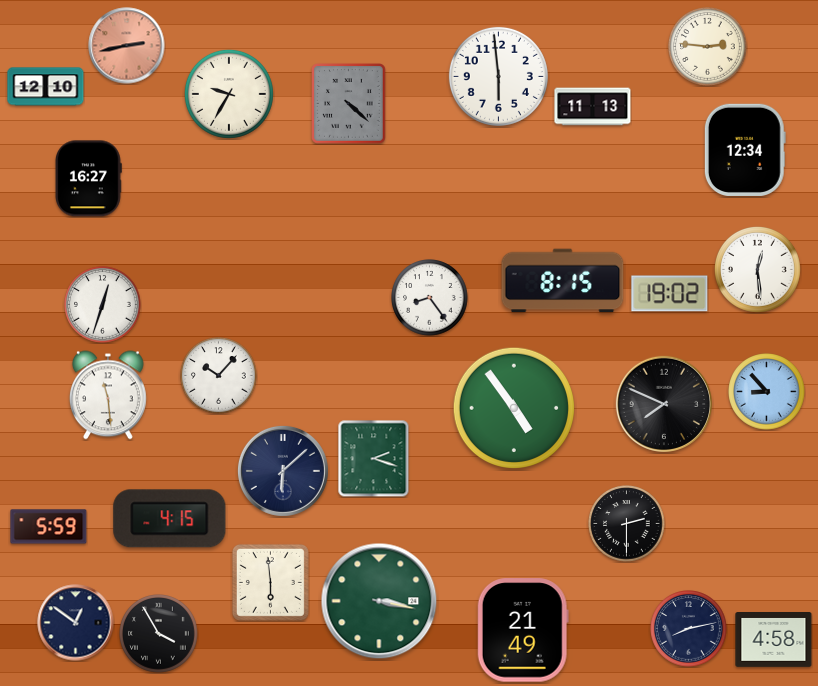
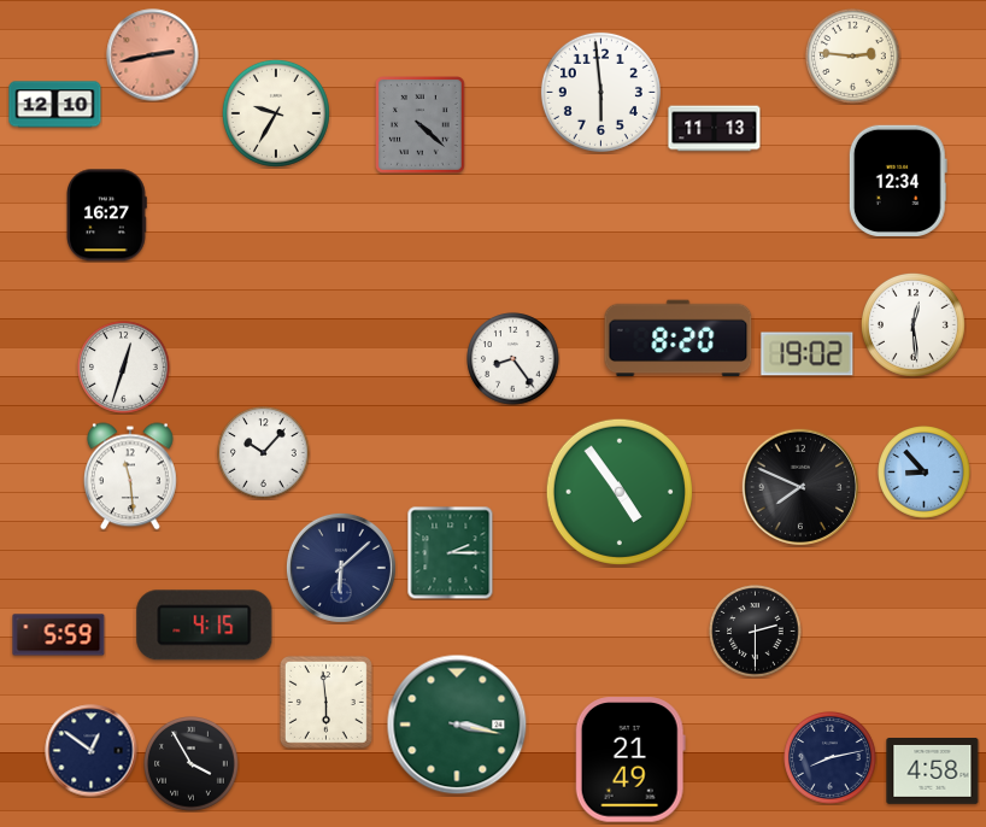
clock at (563, 281): 8:15 -> 8:20
clock at (430, 298) position: (430, 298) -> (513, 359)
clock at (374, 458): 2:18 -> 2:15
